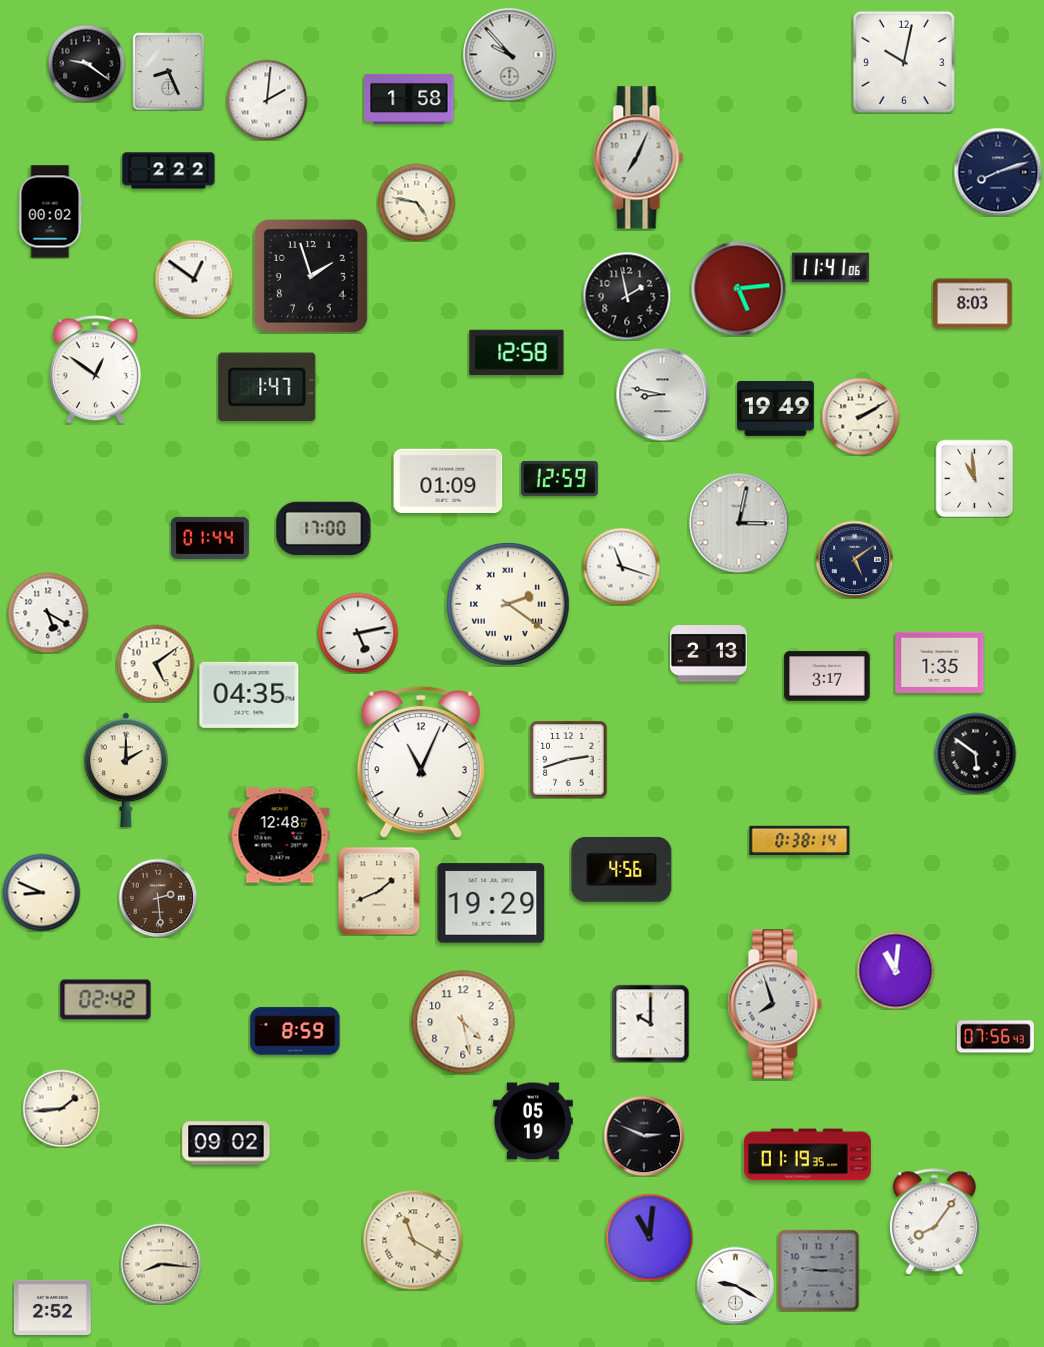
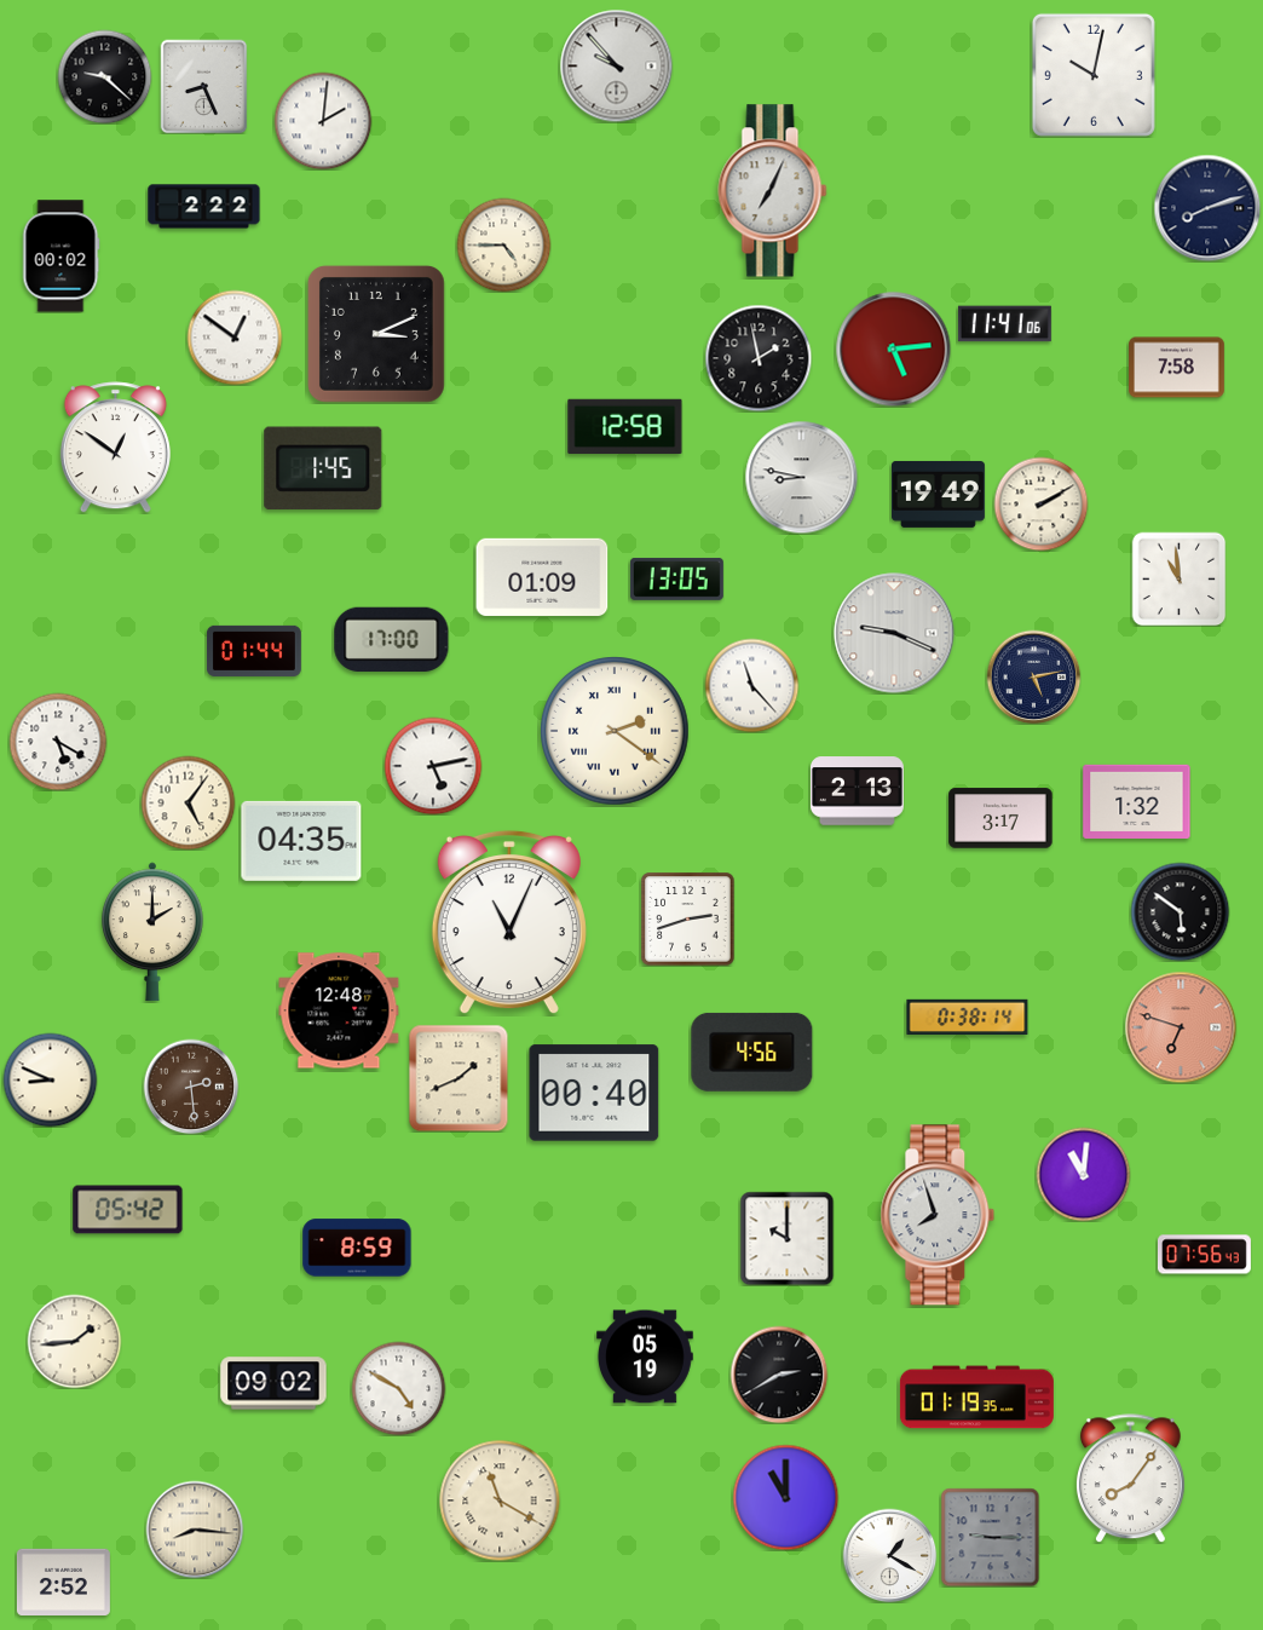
clock at (86, 63): 9:21 -> 9:22
clock at (409, 99): 1:58 -> none
clock at (416, 202): 4:47 -> 4:45
clock at (312, 276): 1:57 -> 3:11
clock at (973, 304): 8:03 -> 7:58
clock at (267, 387): 1:47 -> 1:45
clock at (559, 478): 12:59 -> 13:05
clock at (448, 481) position: (448, 481) -> (542, 577)
clock at (739, 523): 3:02 -> 9:19
clock at (854, 559): 5:09 -> 5:13
clock at (621, 566): 11:18 -> 11:23
clock at (940, 662): 1:35 -> 1:32
clock at (155, 663): 5:09 -> 5:06
clock at (1181, 1027): none -> 6:48
clock at (491, 903): 19:29 -> 00:40
clock at (106, 1000): 02:42 -> 05:42
clock at (463, 1022): 4:28 -> none
clock at (644, 1136): 2:49 -> 2:40
clock at (398, 1388): none -> 4:50
clock at (649, 1237): 11:01 -> 11:00
clock at (735, 1285): 9:20 -> 1:20
